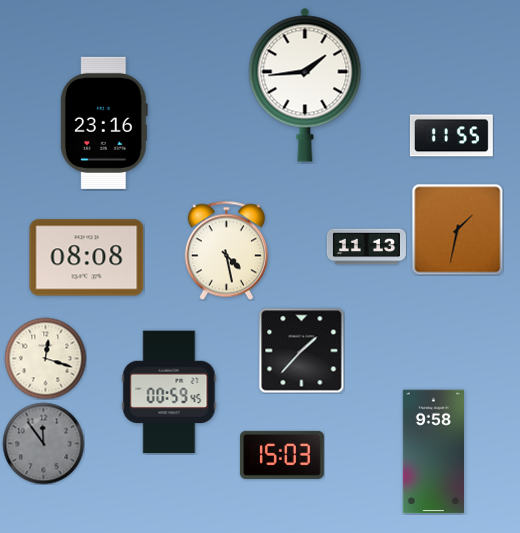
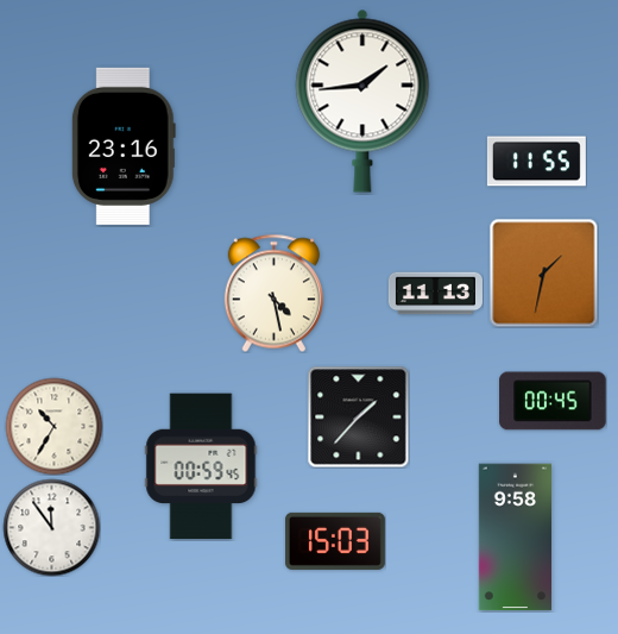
clock at (226, 250) position: (226, 250) -> (273, 293)
clock at (87, 258): 08:08 -> none
clock at (553, 401): none -> 00:45
clock at (45, 358): 12:18 -> 10:35
clock at (43, 443) dial: grey -> white
